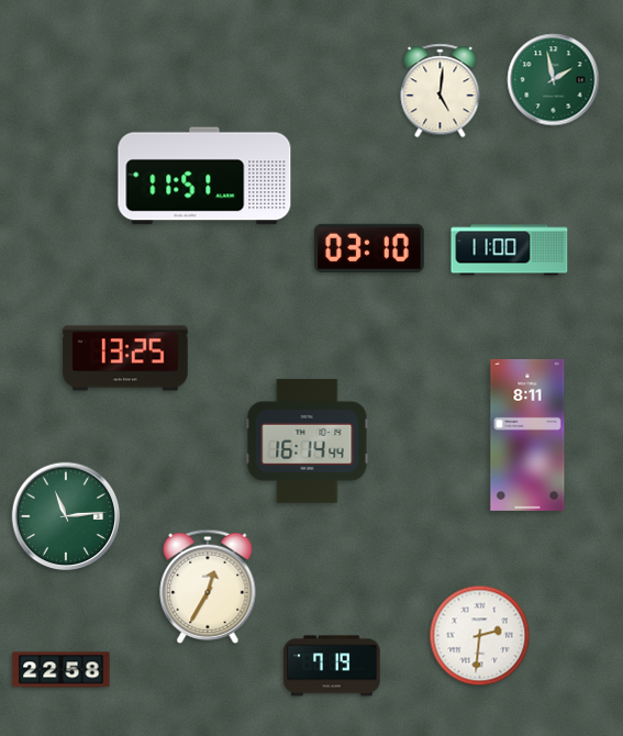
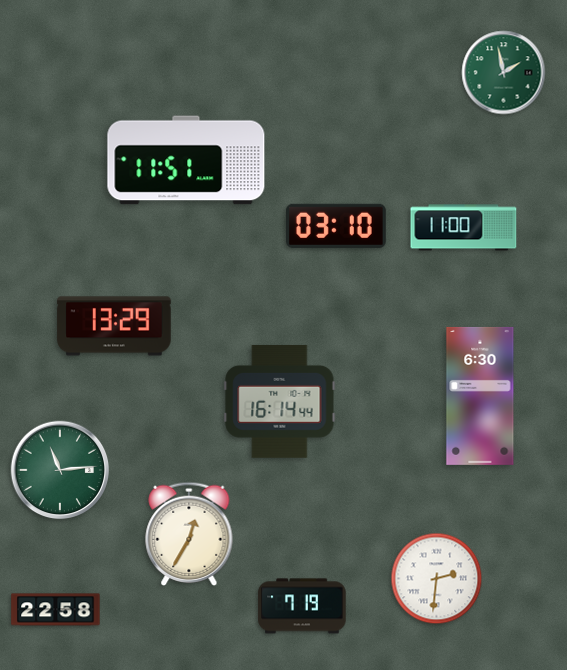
clock at (441, 91): 5:01 -> none
clock at (125, 358): 13:25 -> 13:29
clock at (527, 435): 8:11 -> 6:30
